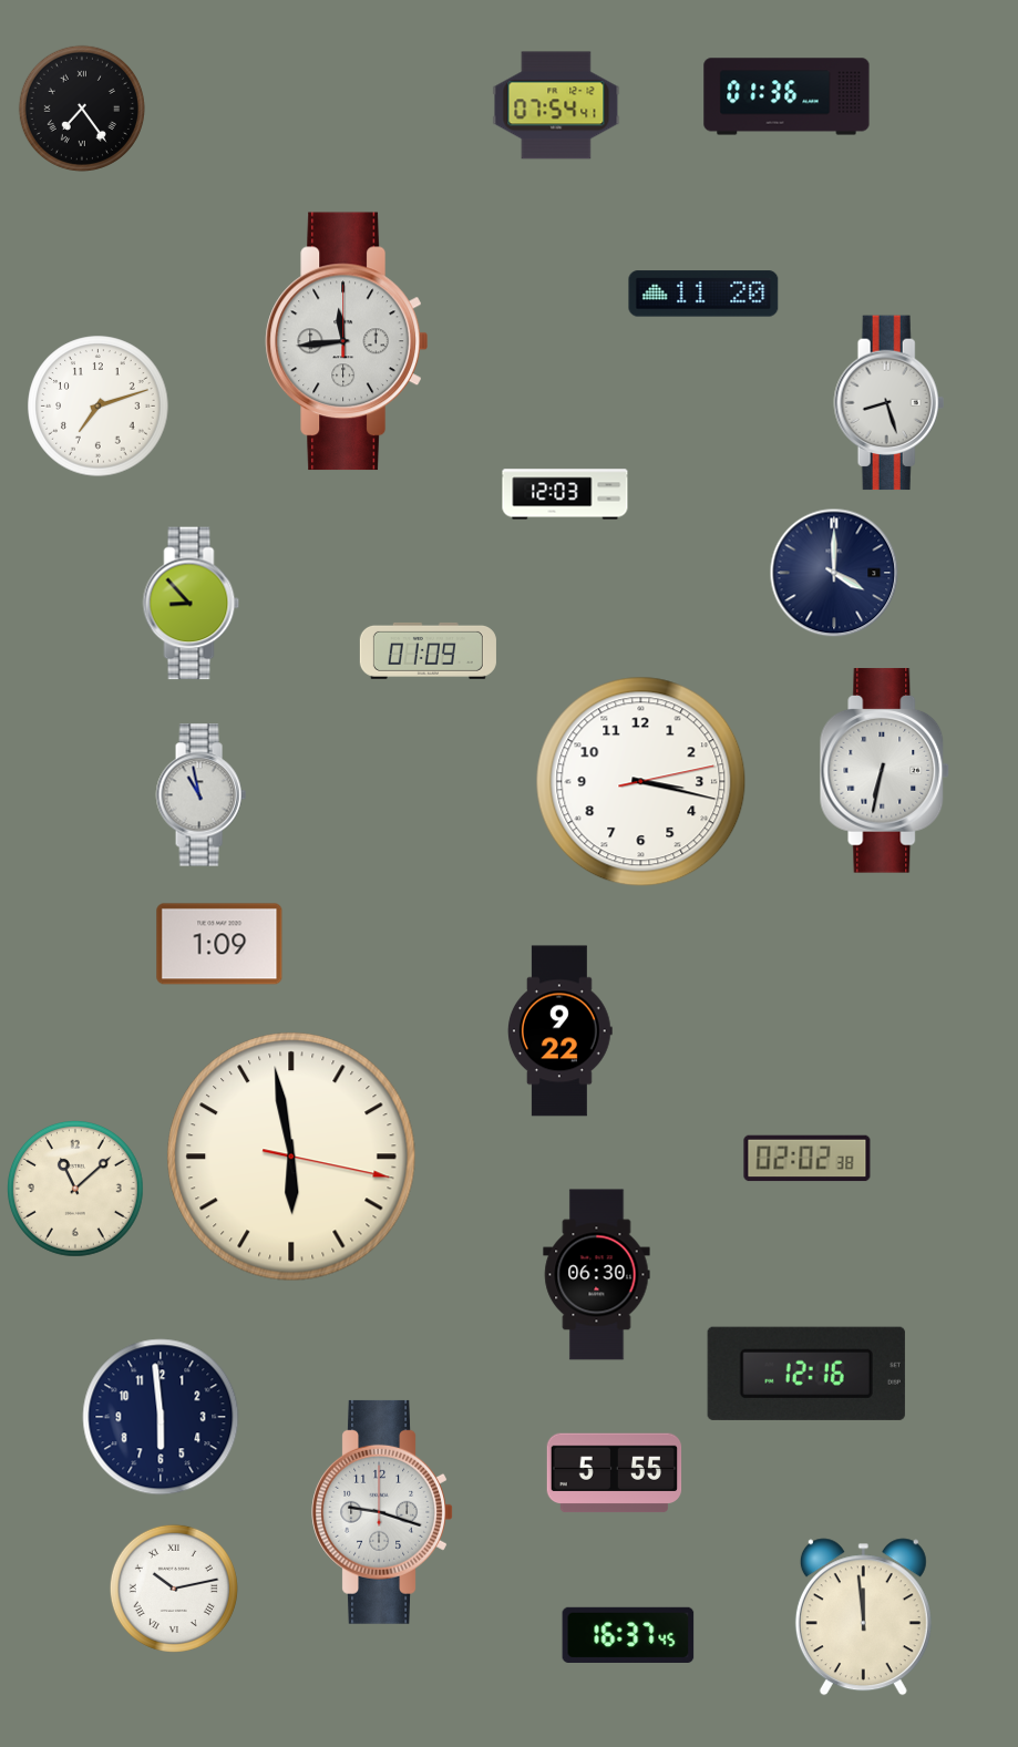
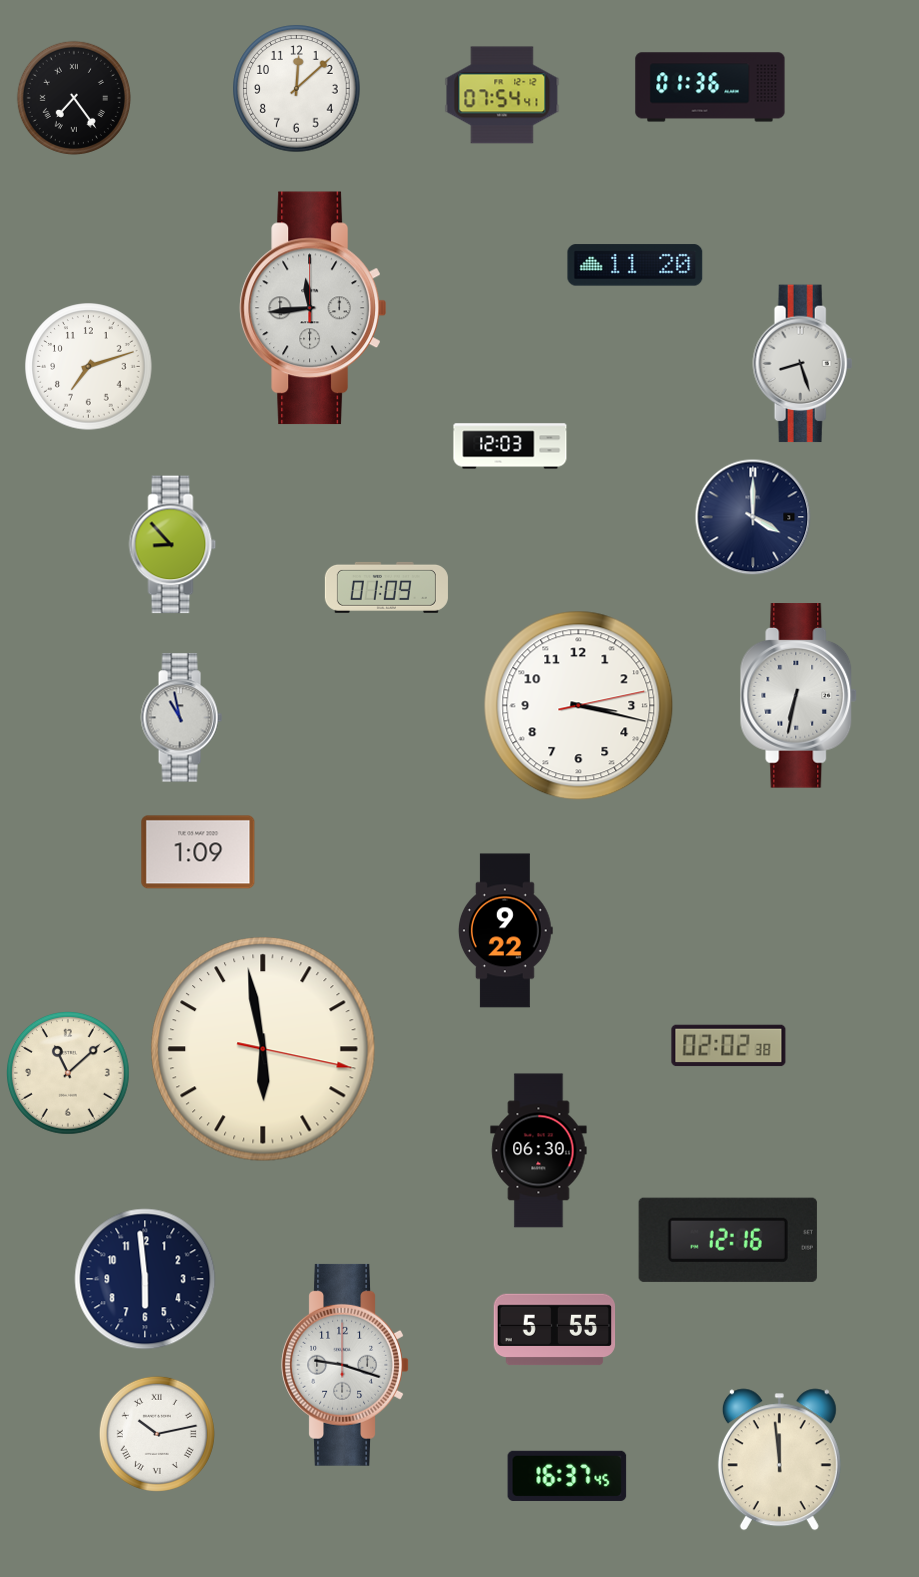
clock at (297, 89): none -> 12:08
clock at (291, 1157) position: (291, 1157) -> (263, 1049)
